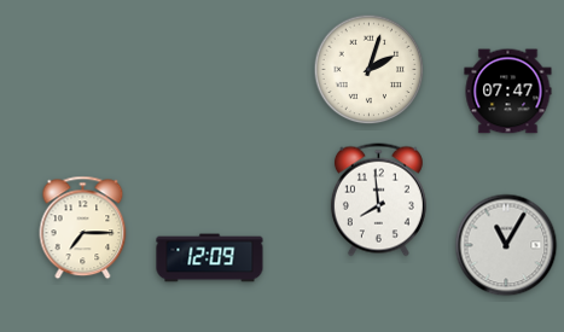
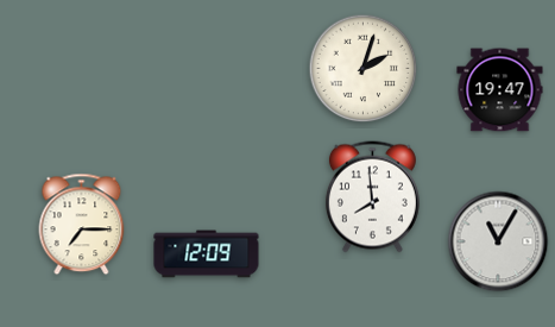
clock at (508, 92): 07:47 -> 19:47
